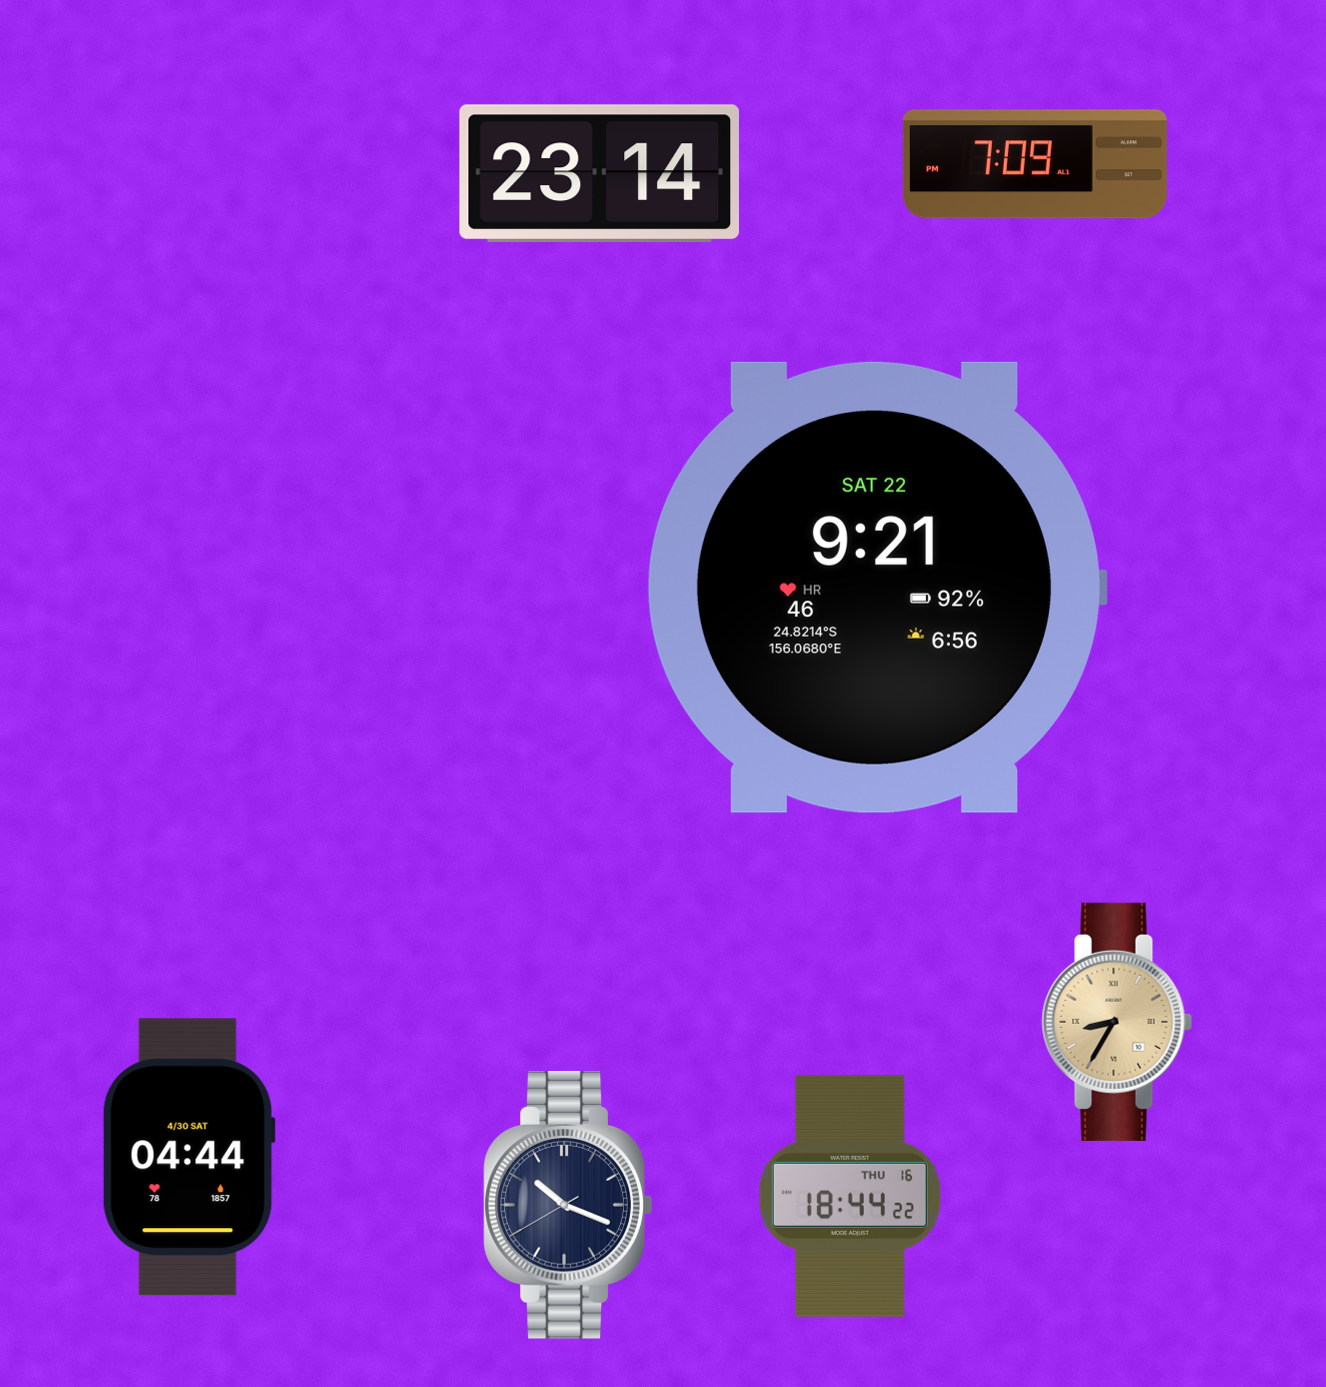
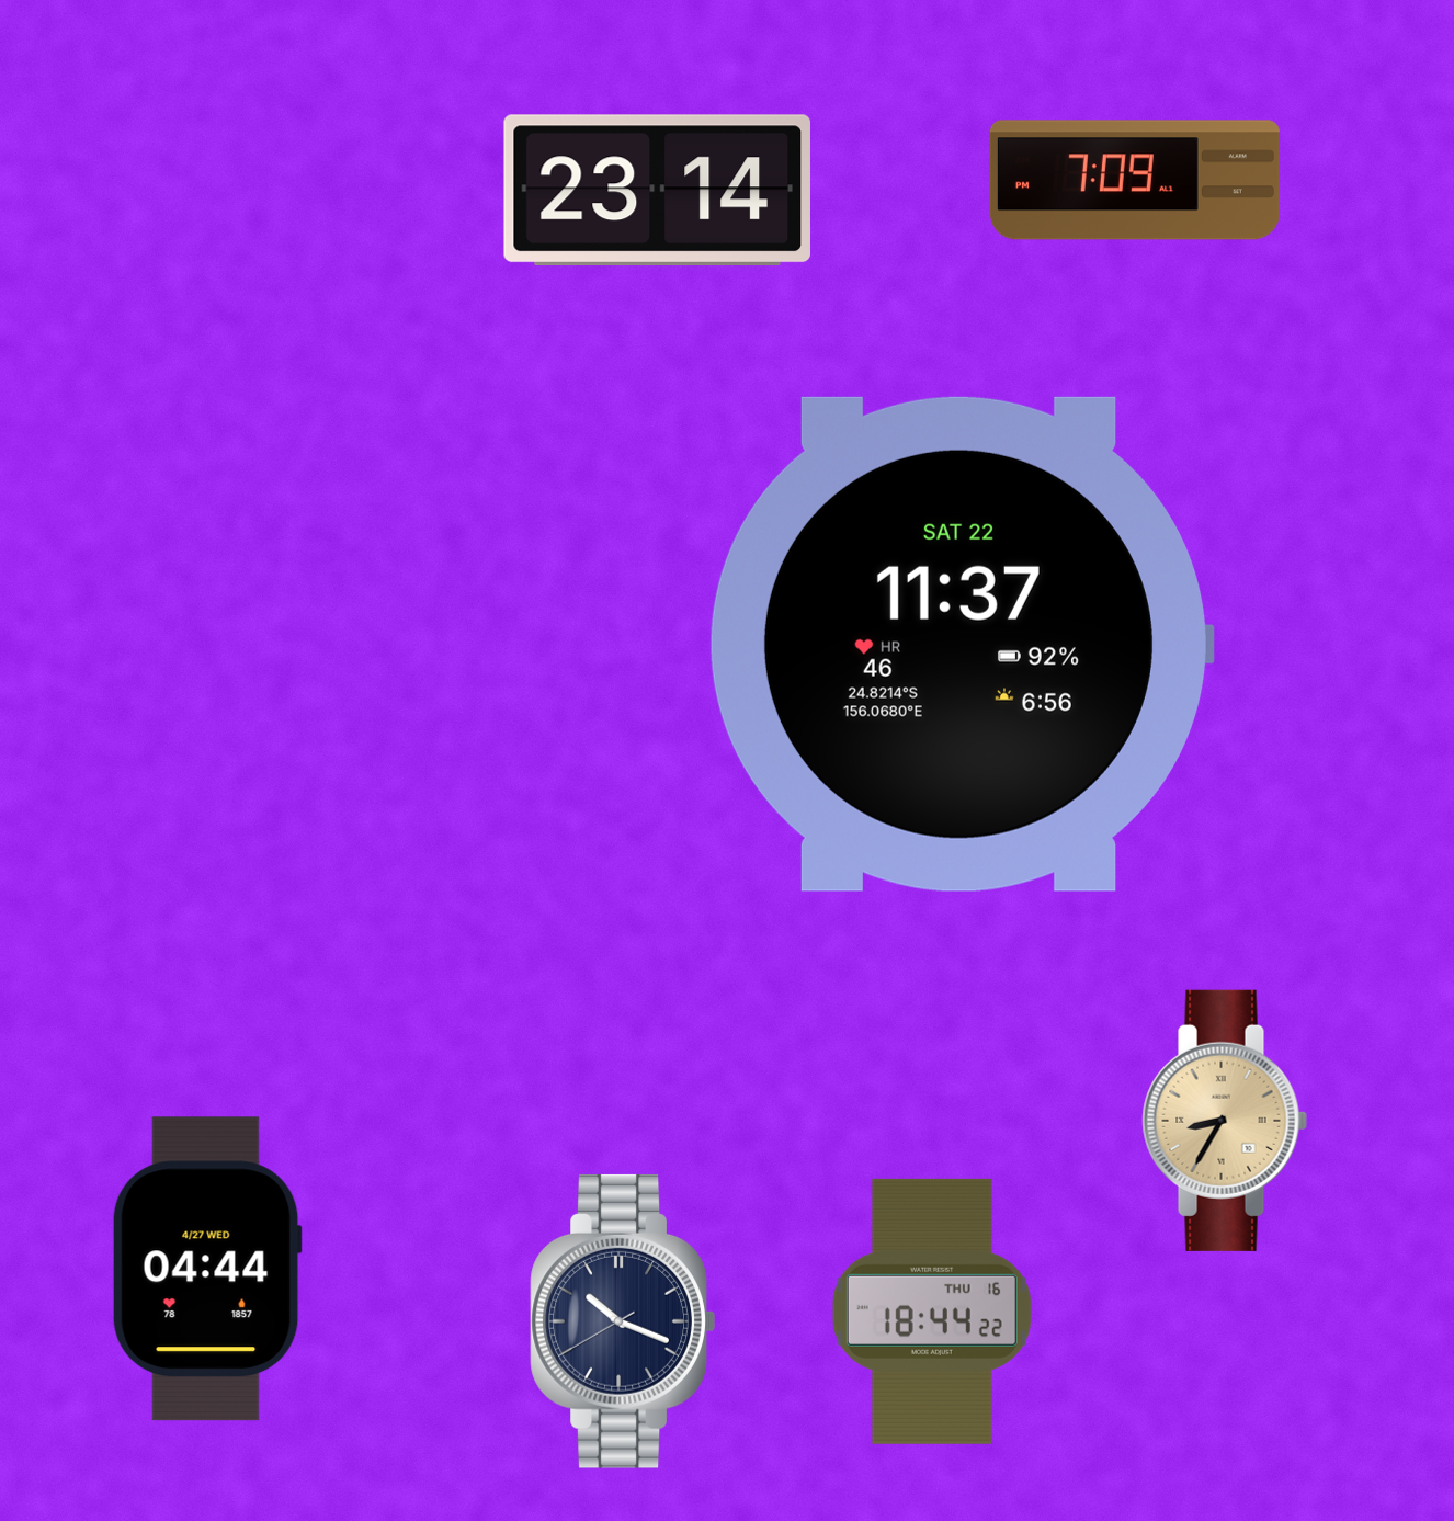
clock at (877, 587): 9:21 -> 11:37
clock at (189, 1157) date: 4/30 SAT -> 4/27 WED
